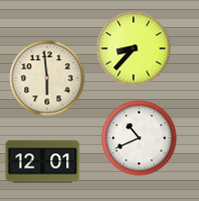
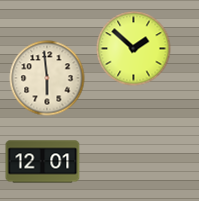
clock at (134, 49): 8:37 -> 1:52
clock at (139, 138): 10:41 -> none
